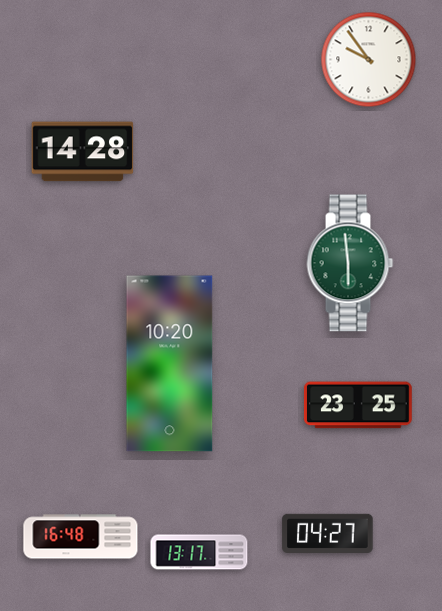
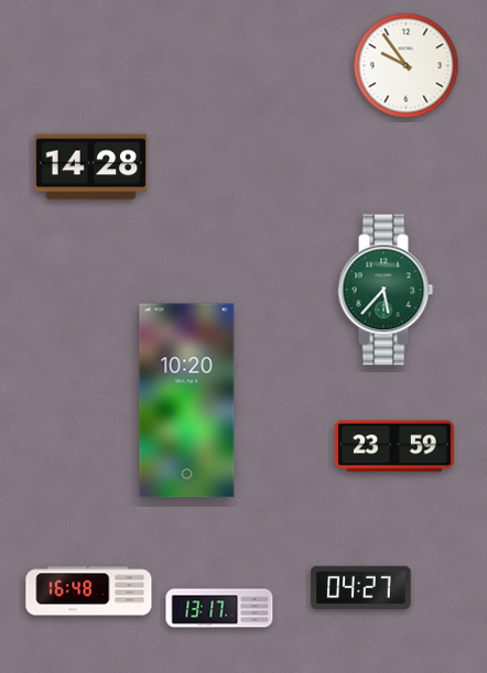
clock at (350, 263): 5:59 -> 5:37
clock at (358, 405): 23:25 -> 23:59
